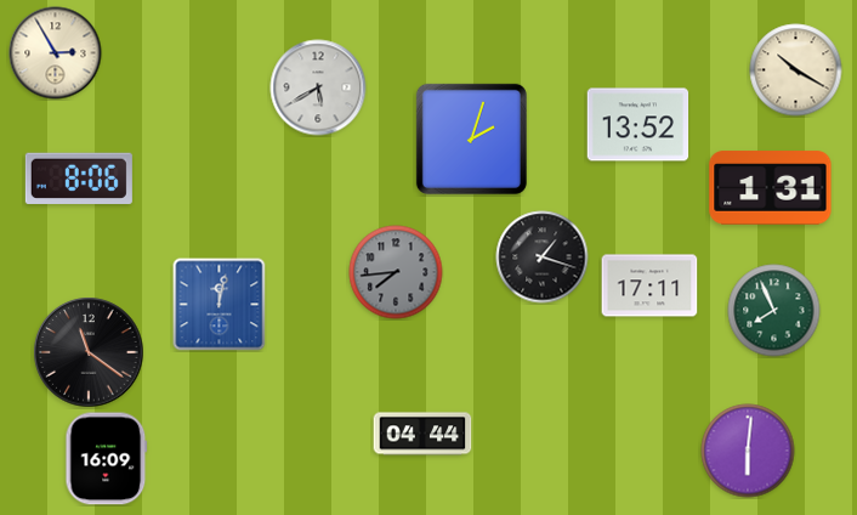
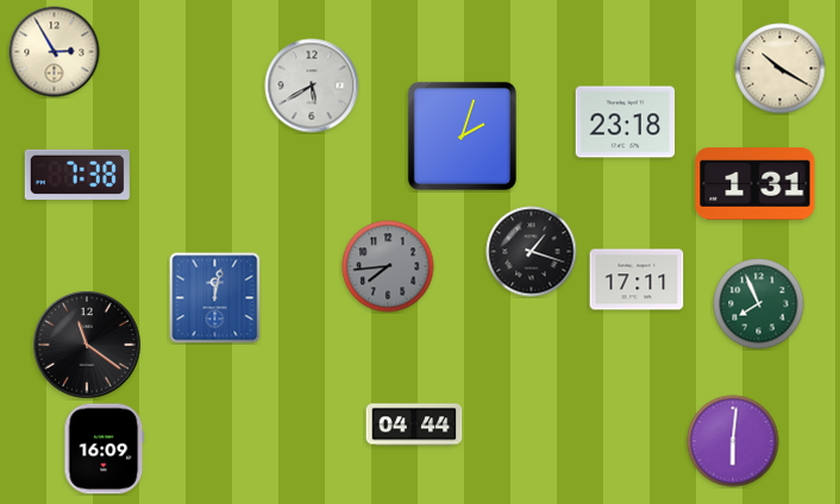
clock at (639, 125): 13:52 -> 23:18
clock at (79, 179): 8:06 -> 7:38
